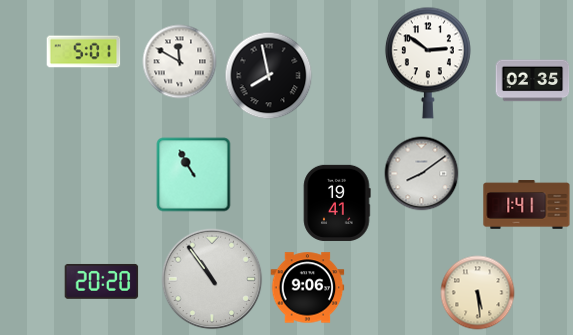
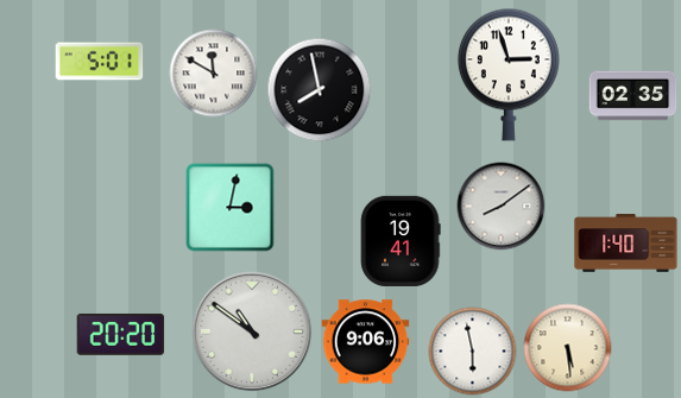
clock at (428, 63): 2:51 -> 2:57
clock at (194, 175): 10:55 -> 3:02
clock at (527, 205): 1:41 -> 1:40
clock at (212, 279): 10:54 -> 10:51
clock at (473, 352): none -> 5:58
